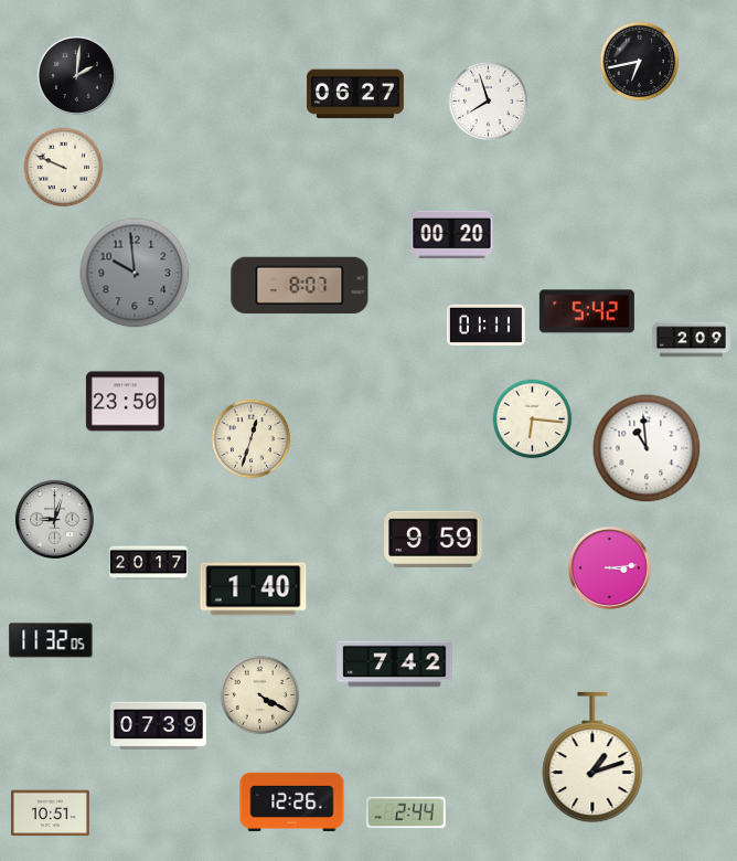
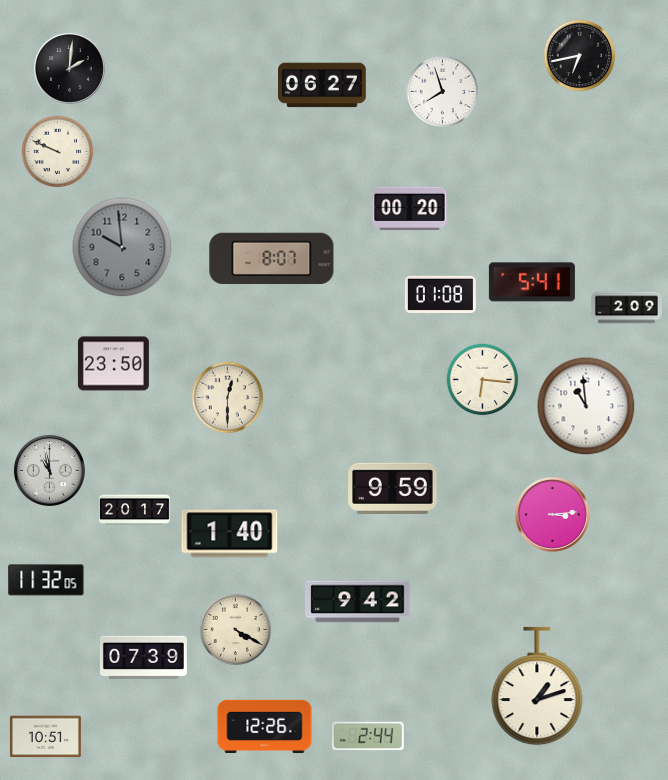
clock at (452, 235) position: (452, 235) -> (410, 209)
clock at (587, 311): 5:42 -> 5:41
clock at (485, 325): 01:11 -> 01:08
clock at (252, 439): 12:33 -> 12:30
clock at (54, 519): 9:03 -> 10:58
clock at (395, 665): 7:42 -> 9:42
